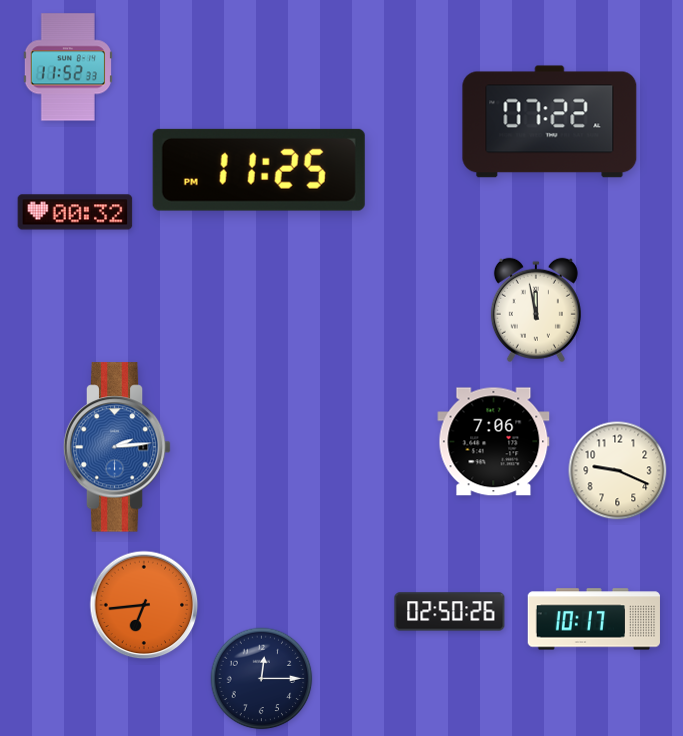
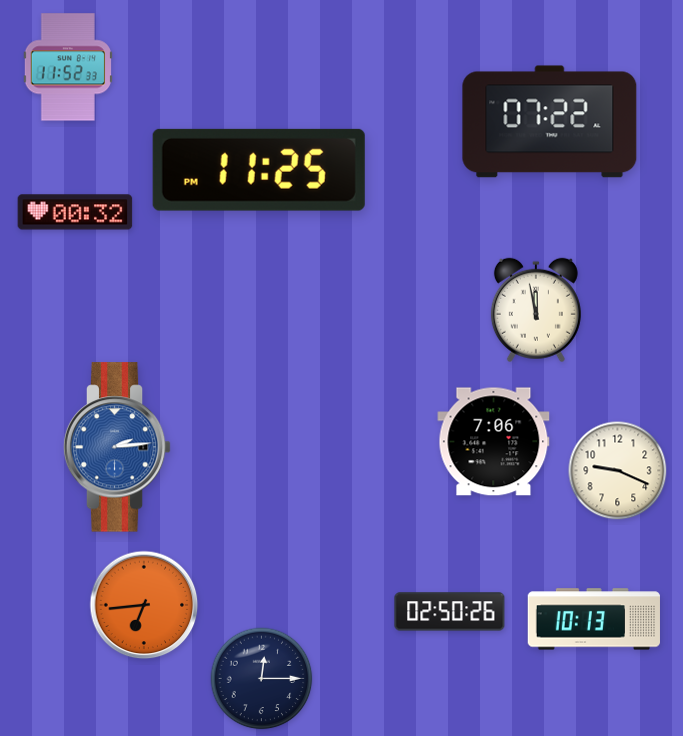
clock at (593, 619): 10:17 -> 10:13
